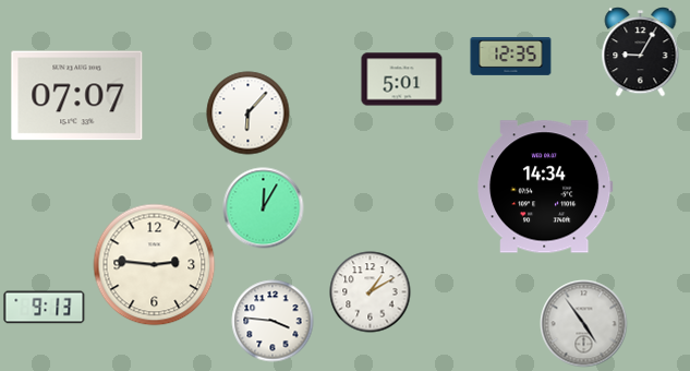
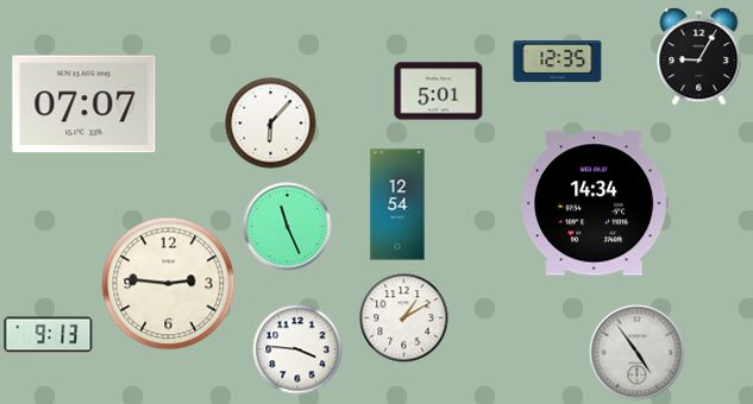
clock at (402, 80) position: (402, 80) -> (439, 91)
clock at (397, 204): none -> 12:54
clock at (264, 208): 12:05 -> 11:26
clock at (155, 265) position: (155, 265) -> (169, 284)
